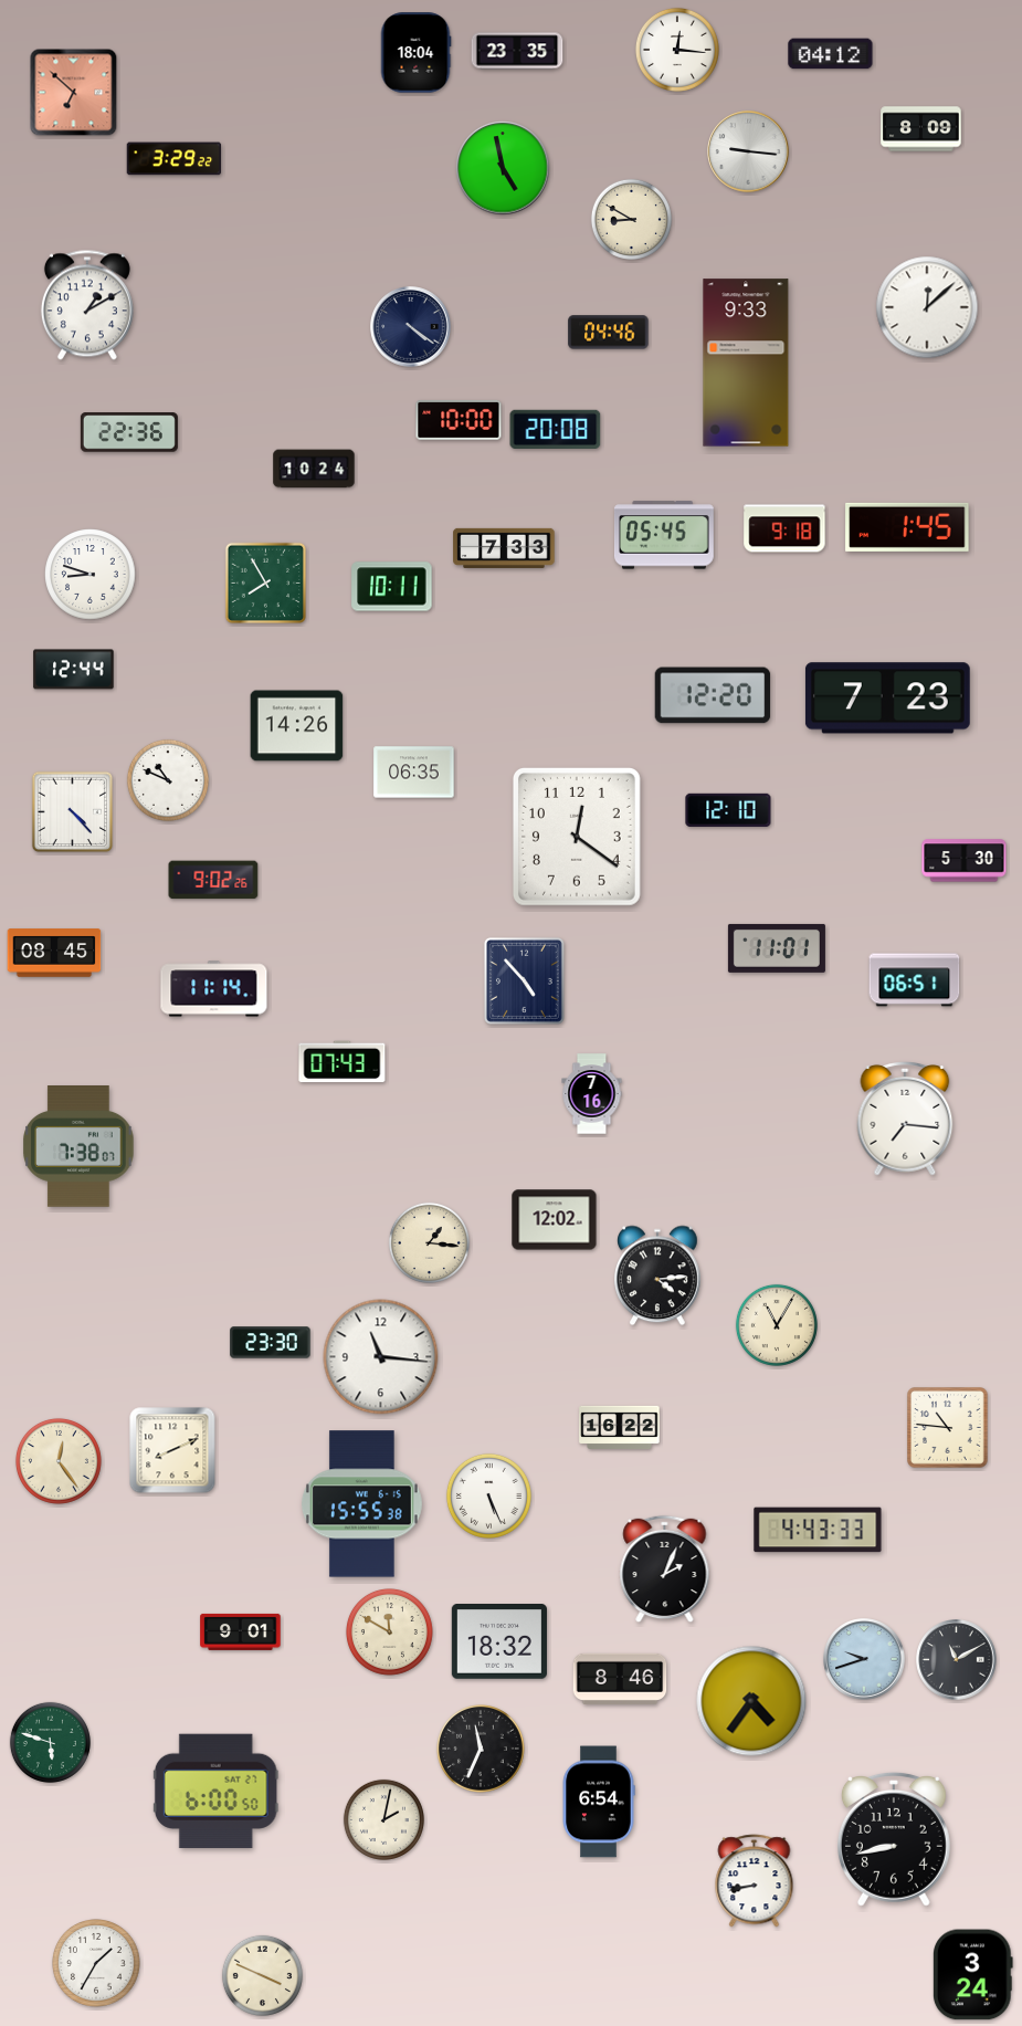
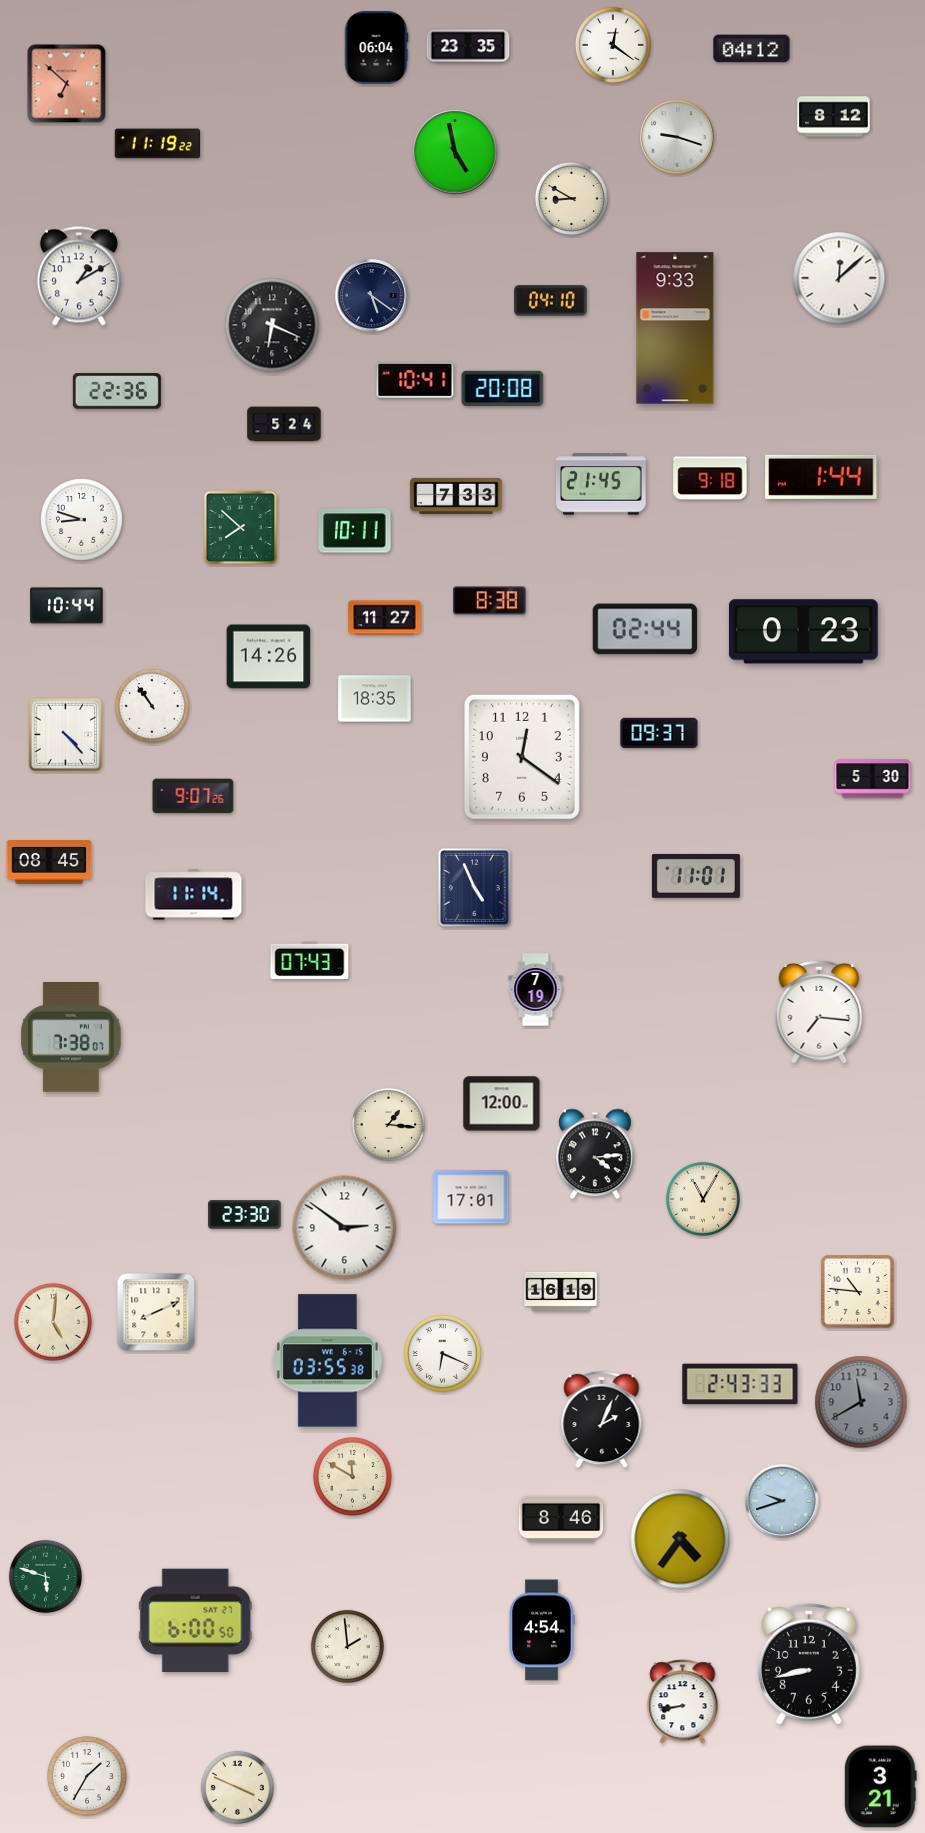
clock at (677, 50): 12:16 -> 12:21
clock at (415, 53): 18:04 -> 06:04
clock at (921, 129): 8:09 -> 8:12
clock at (748, 151): 9:16 -> 9:18
clock at (175, 159): 3:29 -> 11:19
clock at (411, 327): 4:21 -> 5:21
clock at (609, 333): 04:46 -> 04:10
clock at (272, 325): none -> 6:19
clock at (459, 420): 10:00 -> 10:41
clock at (314, 469): 10:24 -> 5:24
clock at (907, 527): 1:45 -> 1:44
clock at (664, 535): 05:45 -> 21:45
clock at (265, 582): 7:55 -> 7:52
clock at (490, 601): none -> 8:38
clock at (74, 670): 12:44 -> 10:44
clock at (385, 618): none -> 11:27
clock at (713, 695): 12:20 -> 02:44
clock at (887, 699): 7:23 -> 0:23
clock at (414, 773): 06:35 -> 18:35
clock at (168, 780): 10:49 -> 10:54
clock at (728, 809): 12:10 -> 09:37
clock at (213, 880): 9:02 -> 9:07
clock at (777, 948) position: (777, 948) -> (696, 876)
clock at (524, 980): 4:53 -> 4:56
clock at (915, 980): 06:51 -> none
clock at (592, 1094): 7:16 -> 7:19
clock at (555, 1220): 12:02 -> 12:00
clock at (471, 1197): none -> 17:01
clock at (381, 1357): 11:16 -> 2:51
clock at (620, 1427): 16:22 -> 16:19
clock at (59, 1461): 12:24 -> 5:01
clock at (488, 1495): 5:26 -> 6:19
clock at (362, 1504): 15:55 -> 03:55
clock at (818, 1530): 4:43 -> 2:43
clock at (861, 1402): none -> 11:40
clock at (241, 1631): 9:01 -> none
clock at (499, 1641): 18:32 -> none
clock at (957, 1660): 11:10 -> none
clock at (482, 1750): 11:34 -> none
clock at (599, 1802): 6:54 -> 4:54
clock at (383, 1819): 2:02 -> 1:59
clock at (972, 1975): 3:24 -> 3:21
